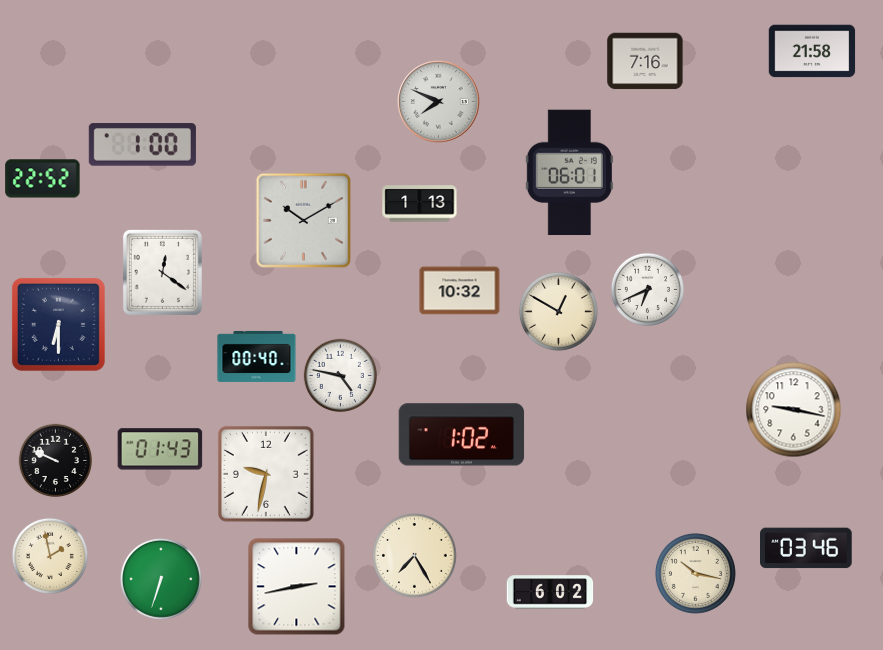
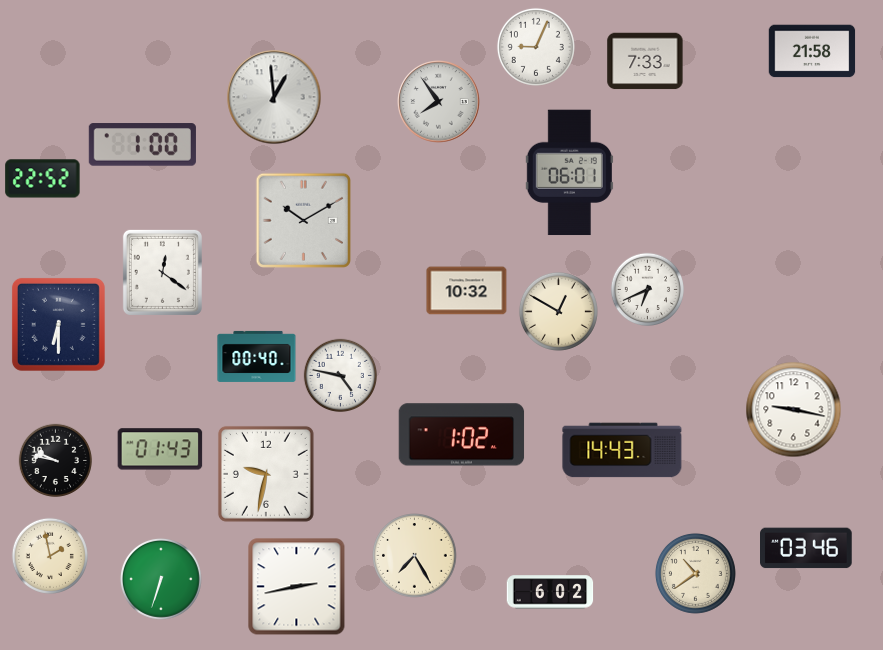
clock at (536, 47): none -> 9:04
clock at (645, 61): 7:16 -> 7:33
clock at (274, 97): none -> 12:59
clock at (439, 102): 7:49 -> 7:54
clock at (420, 204): 1:13 -> none
clock at (460, 291) position: (460, 291) -> (467, 291)
clock at (622, 450): none -> 14:43
clock at (55, 460): 9:49 -> 9:47
clock at (695, 573): 10:17 -> 10:39
